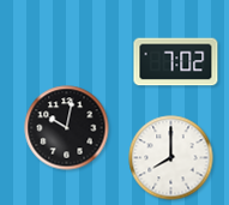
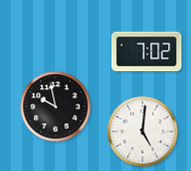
clock at (67, 128): 10:02 -> 9:58
clock at (171, 158): 8:00 -> 5:01
